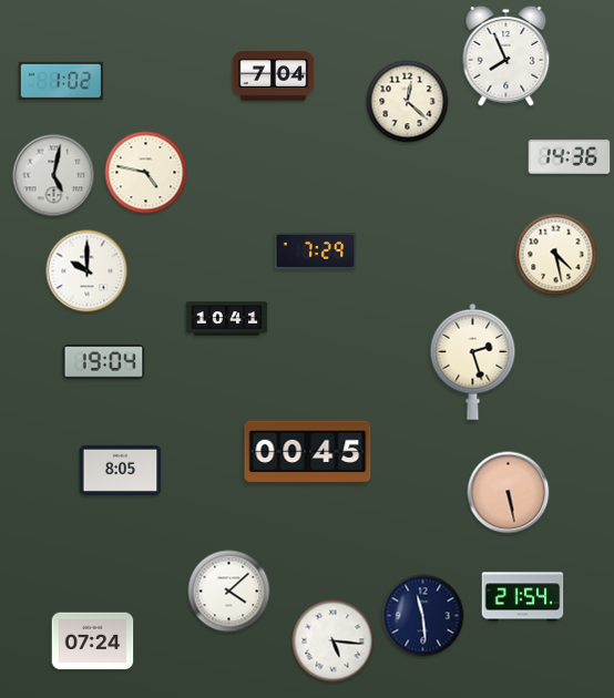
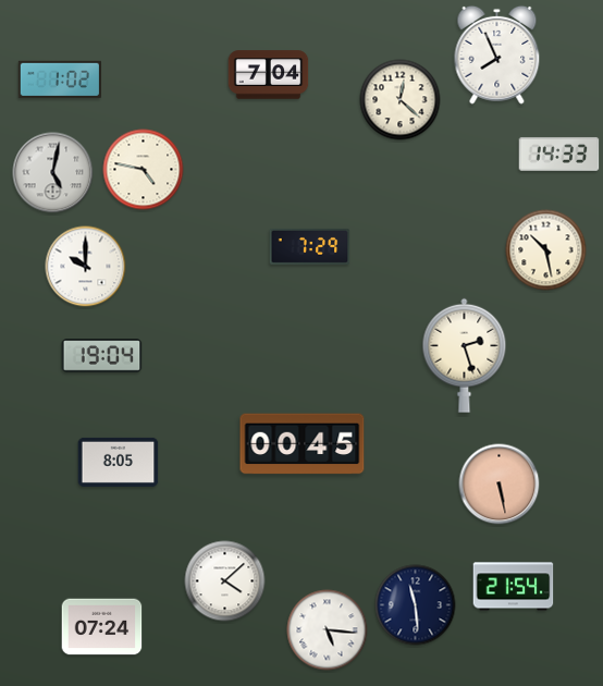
clock at (570, 156): 14:36 -> 14:33
clock at (556, 255): 4:28 -> 10:28
clock at (227, 319): 10:41 -> none
clock at (93, 641) position: (93, 641) -> (102, 627)
